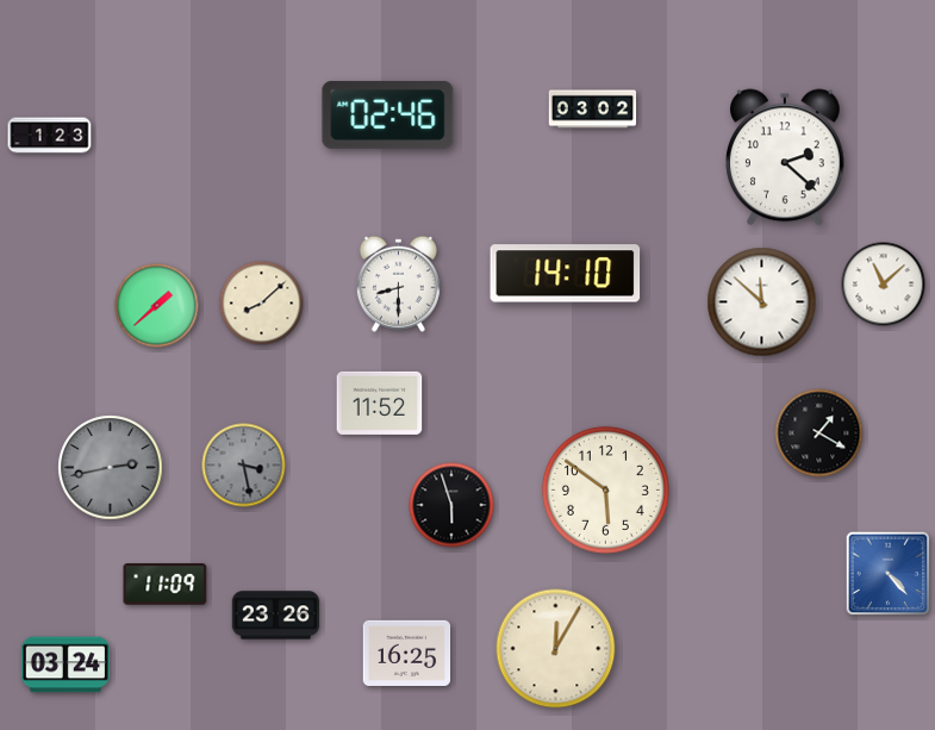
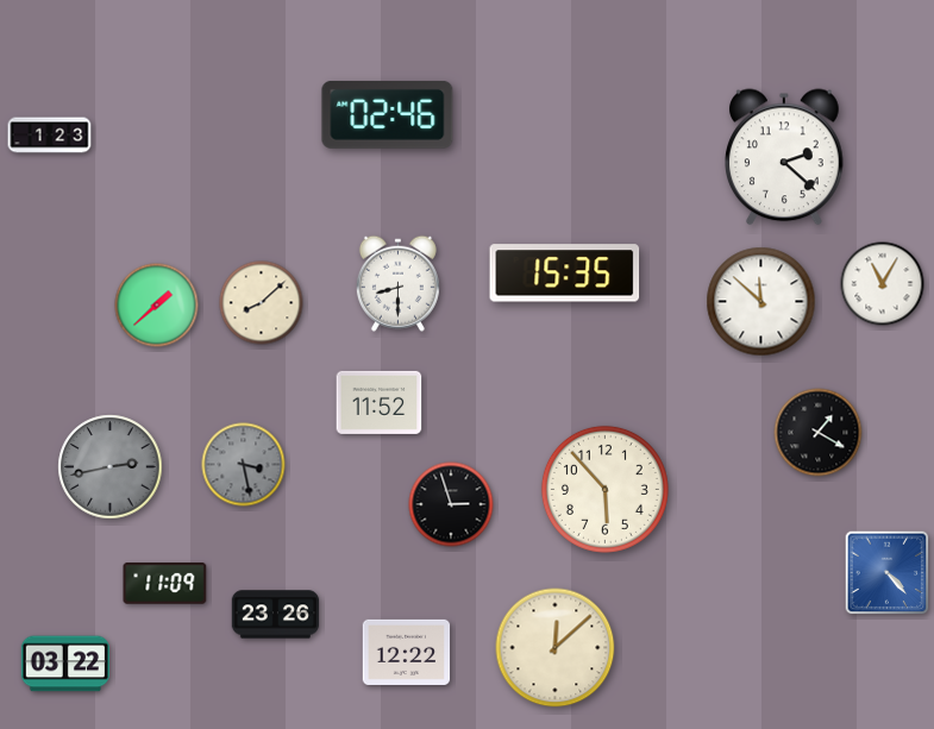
clock at (593, 110): 03:02 -> none
clock at (566, 274): 14:10 -> 15:35
clock at (884, 285): 11:08 -> 11:05
clock at (605, 489): 5:51 -> 5:53
clock at (451, 505): 5:57 -> 2:57
clock at (556, 649): 12:05 -> 12:08
clock at (407, 653): 16:25 -> 12:22
clock at (66, 665): 03:24 -> 03:22
